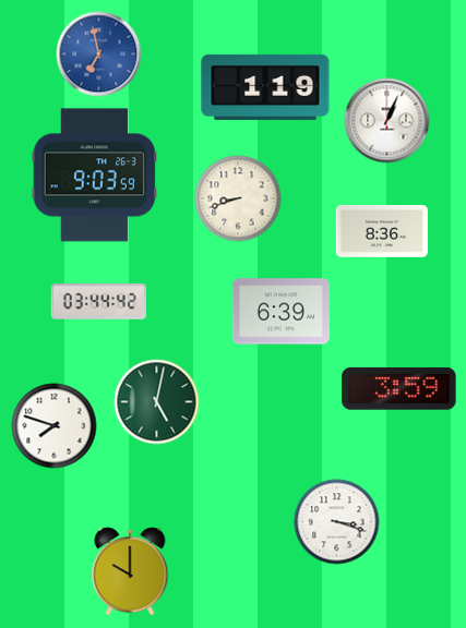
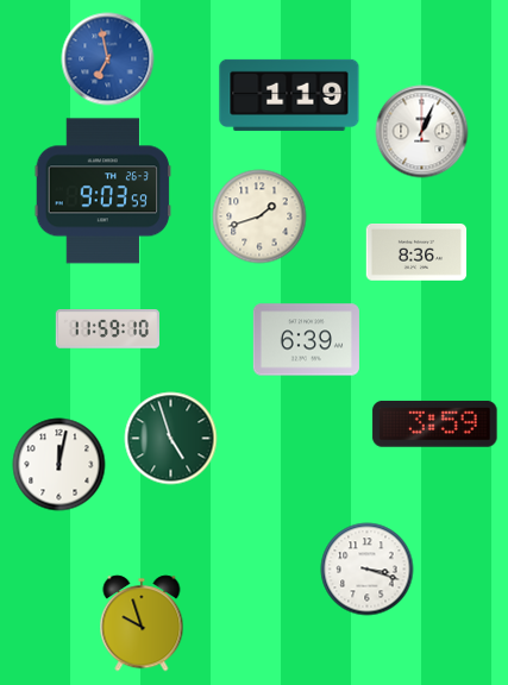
clock at (238, 198): 8:42 -> 1:42
clock at (98, 302): 03:44 -> 11:59
clock at (156, 401): 5:02 -> 4:57
clock at (53, 425): 7:48 -> 12:02
clock at (130, 571): 10:00 -> 9:57
